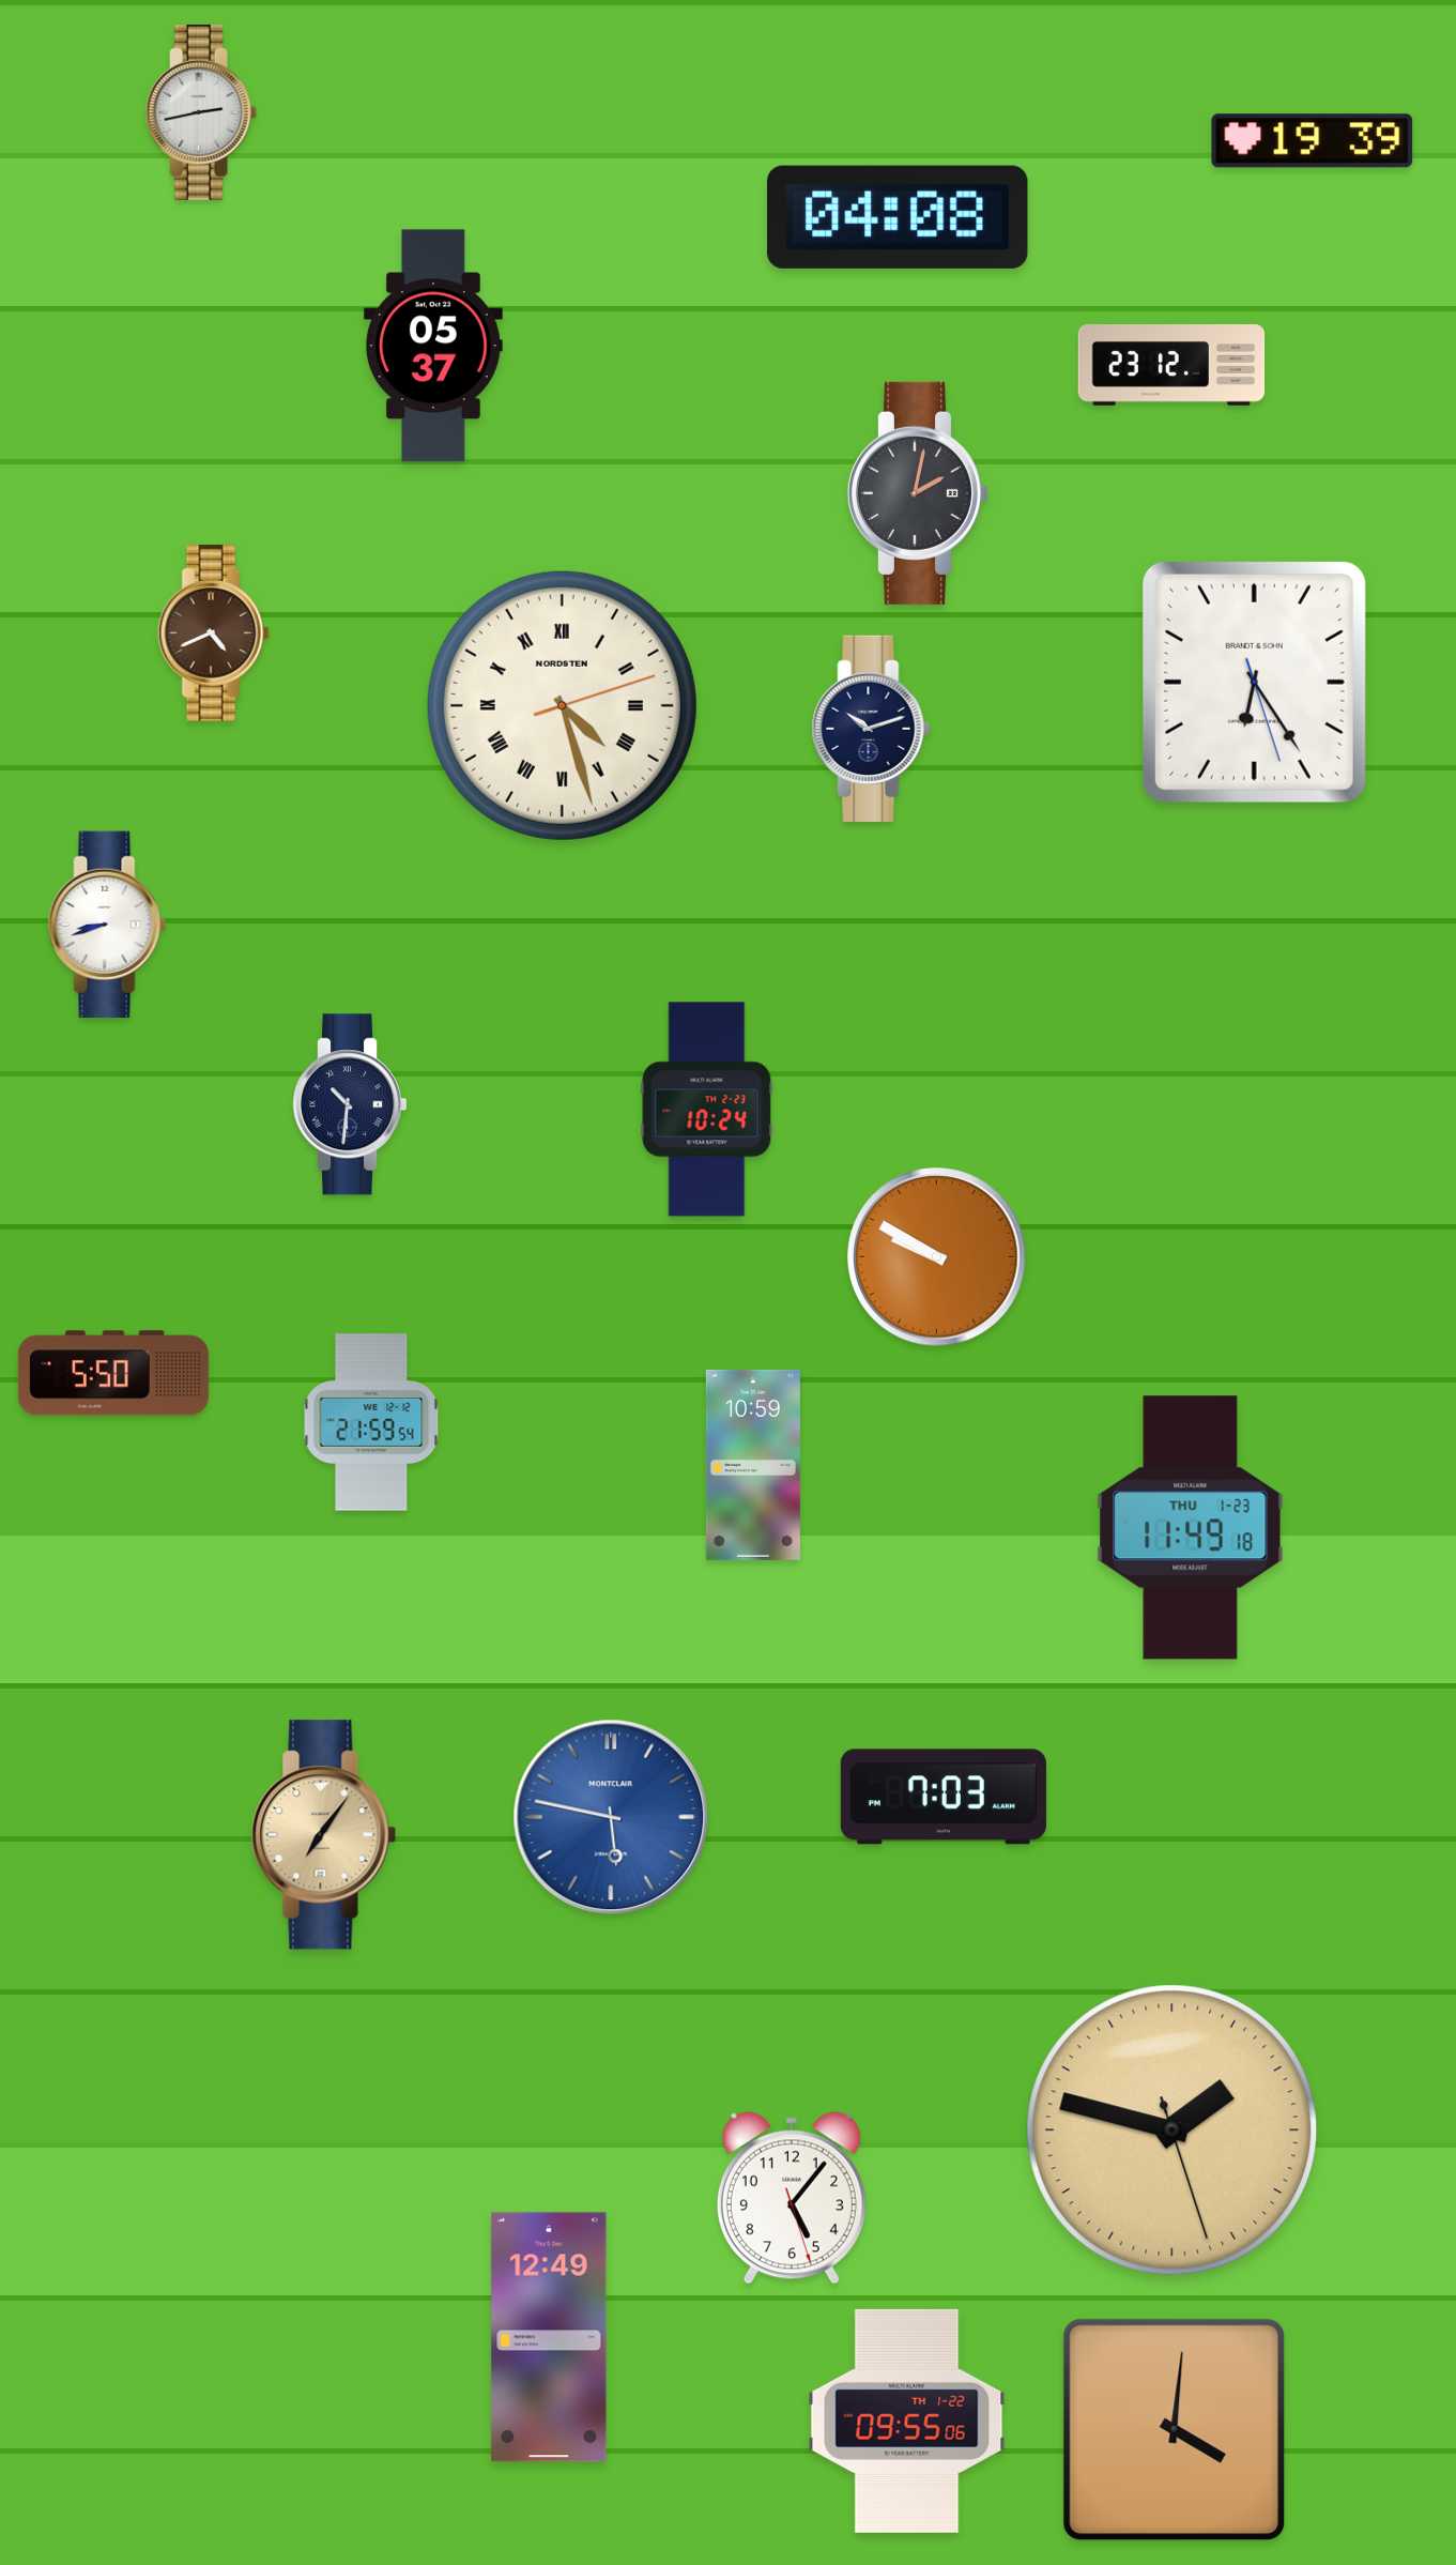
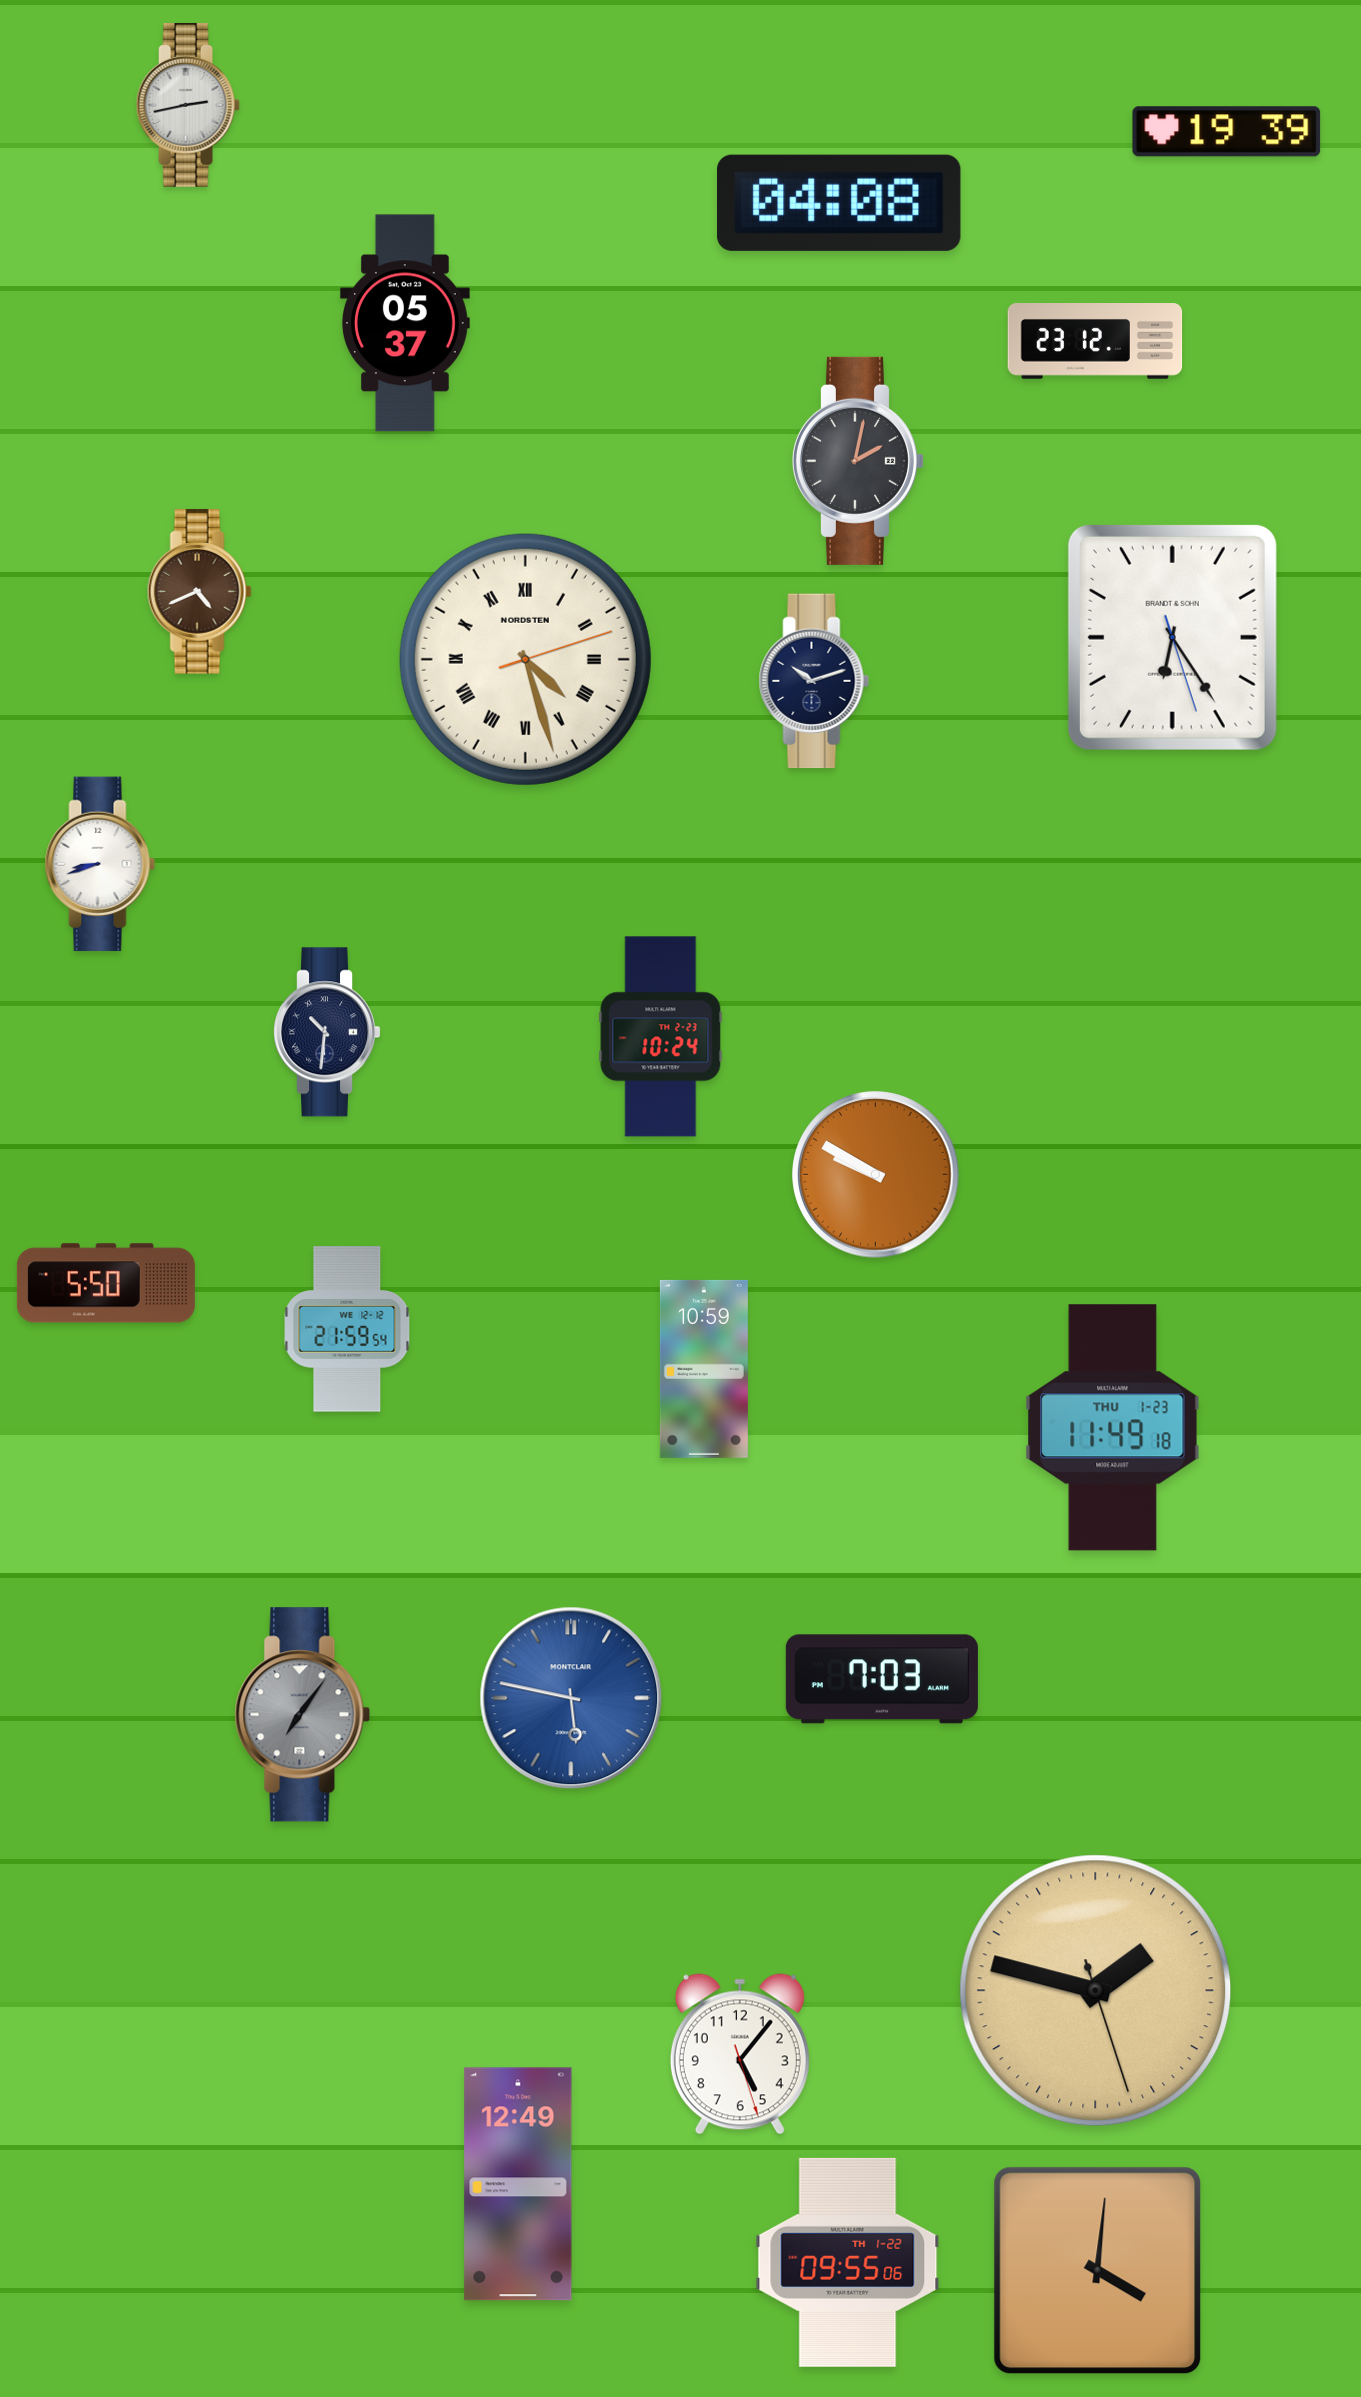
clock at (324, 1835) dial: champagne -> grey
clock at (549, 2337) position: (549, 2337) -> (518, 2184)
